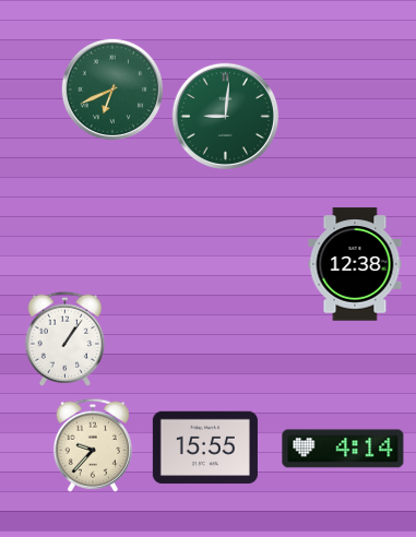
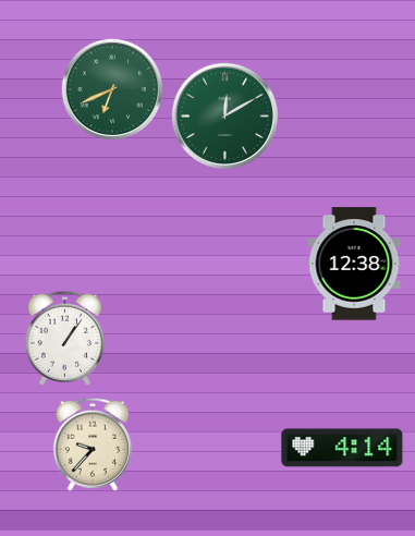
clock at (226, 117): 9:01 -> 12:10
clock at (205, 448): 15:55 -> none
